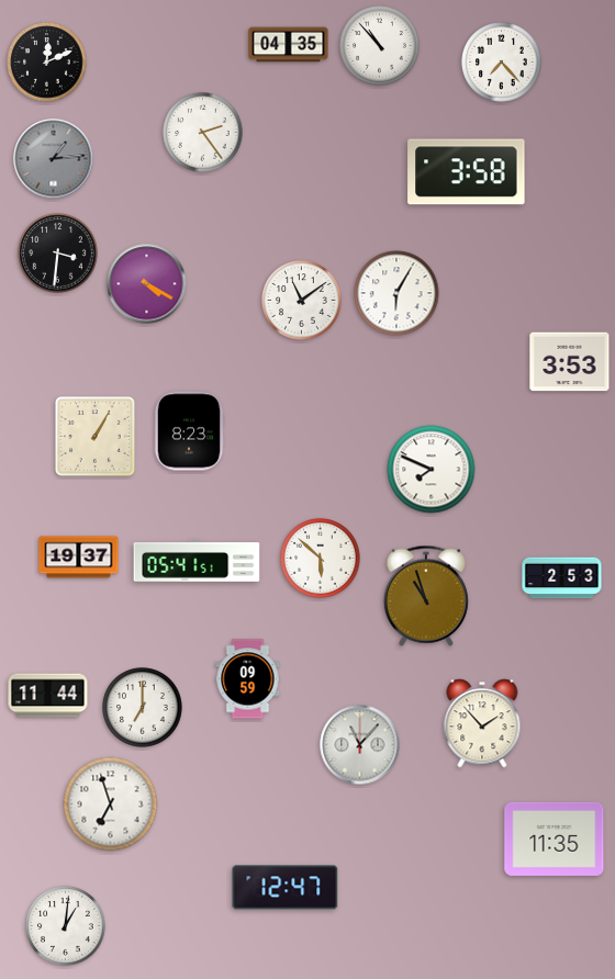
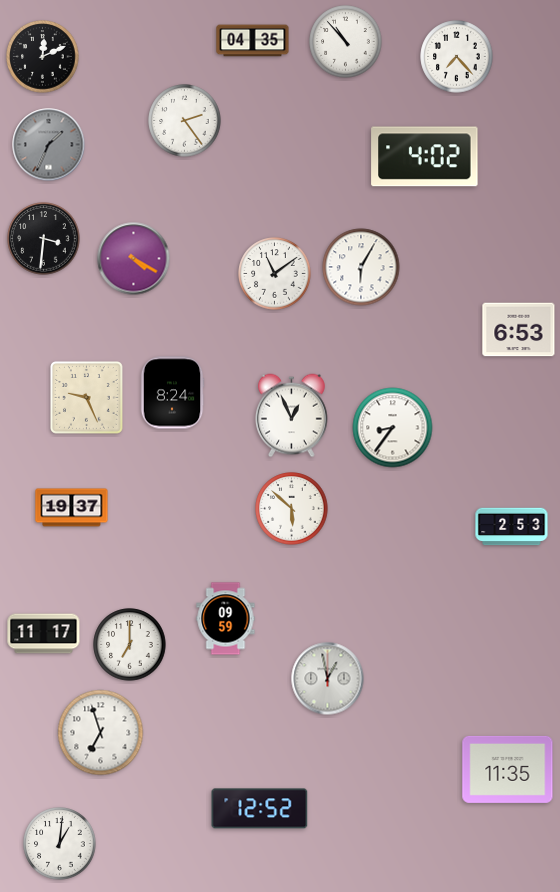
clock at (289, 45) position: (289, 45) -> (253, 41)
clock at (54, 159): 1:14 -> 1:34
clock at (467, 172): 3:58 -> 4:02
clock at (58, 254) position: (58, 254) -> (44, 239)
clock at (570, 362): 3:53 -> 6:53
clock at (189, 431): 8:23 -> 8:24
clock at (96, 437): 1:05 -> 9:26
clock at (291, 416): none -> 12:56
clock at (432, 470): 7:49 -> 8:36
clock at (197, 561): 05:41 -> none
clock at (426, 596): 10:57 -> none
clock at (48, 696): 11:44 -> 11:17
clock at (482, 723): 1:53 -> none
clock at (360, 745): 11:07 -> 12:58
clock at (555, 839) position: (555, 839) -> (508, 769)
clock at (286, 888): 12:47 -> 12:52
